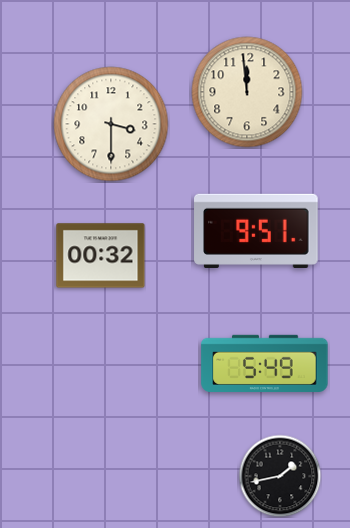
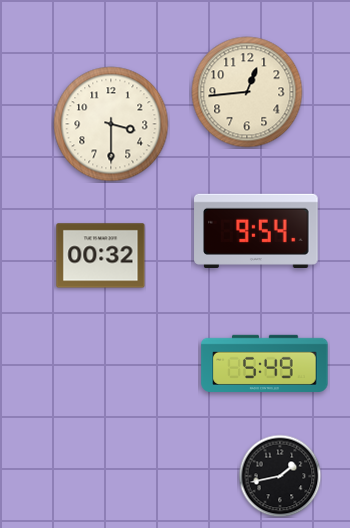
clock at (247, 92): 11:59 -> 12:44
clock at (256, 231): 9:51 -> 9:54
